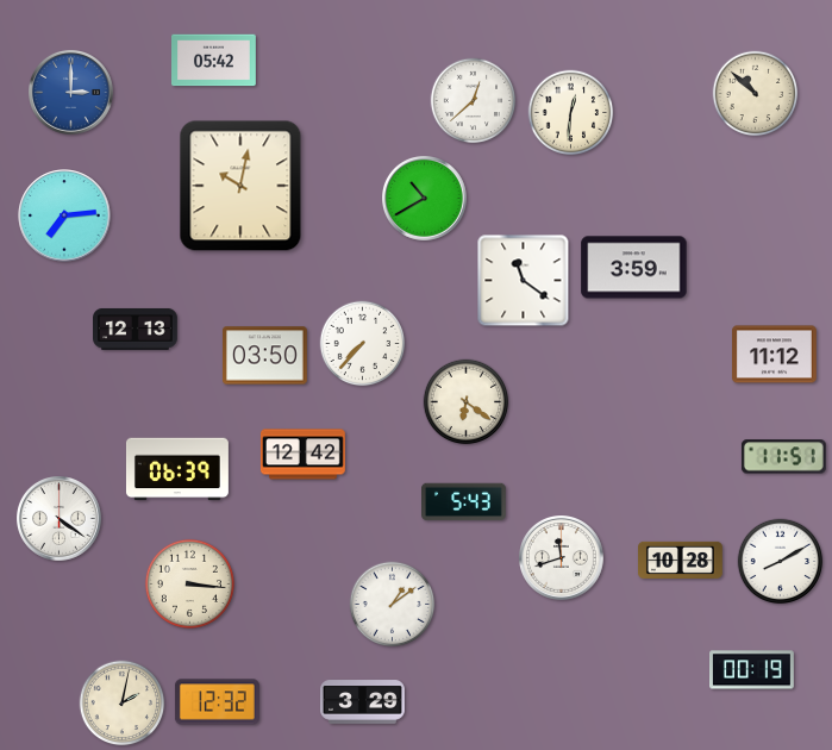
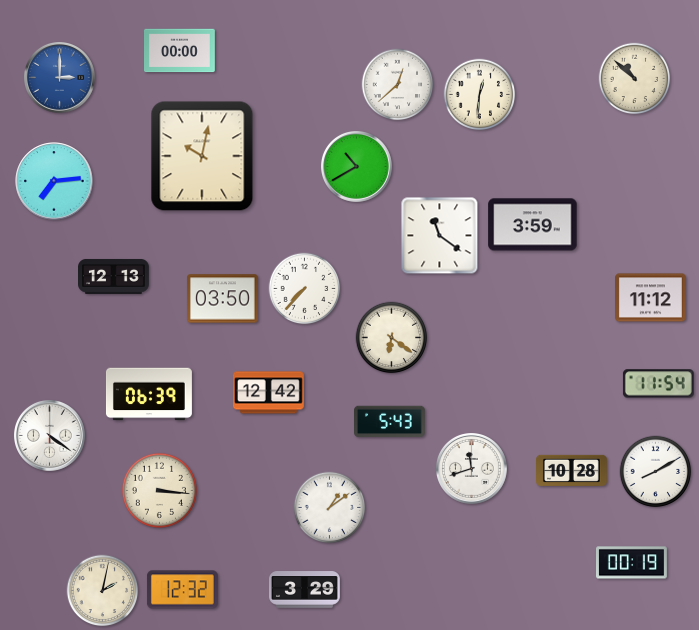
clock at (214, 61): 05:42 -> 00:00
clock at (302, 455) position: (302, 455) -> (268, 393)
clock at (783, 457): 11:51 -> 11:54
